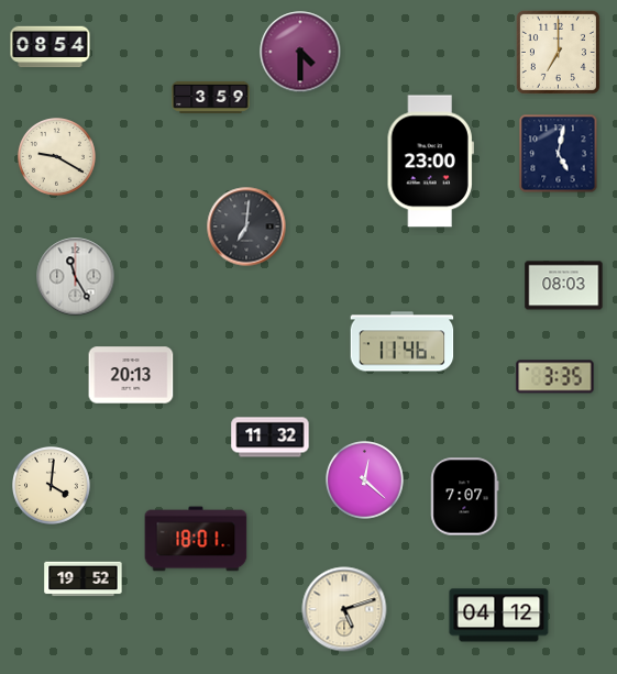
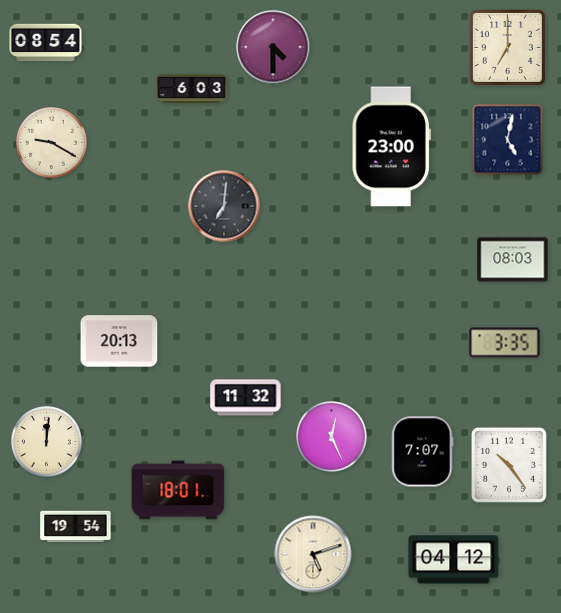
clock at (211, 97): 3:59 -> 6:03
clock at (76, 277): 11:25 -> none
clock at (403, 342): 11:46 -> none
clock at (365, 480): 12:22 -> 12:26
clock at (52, 486): 4:01 -> 12:01
clock at (509, 465): none -> 10:24
clock at (84, 579): 19:52 -> 19:54
